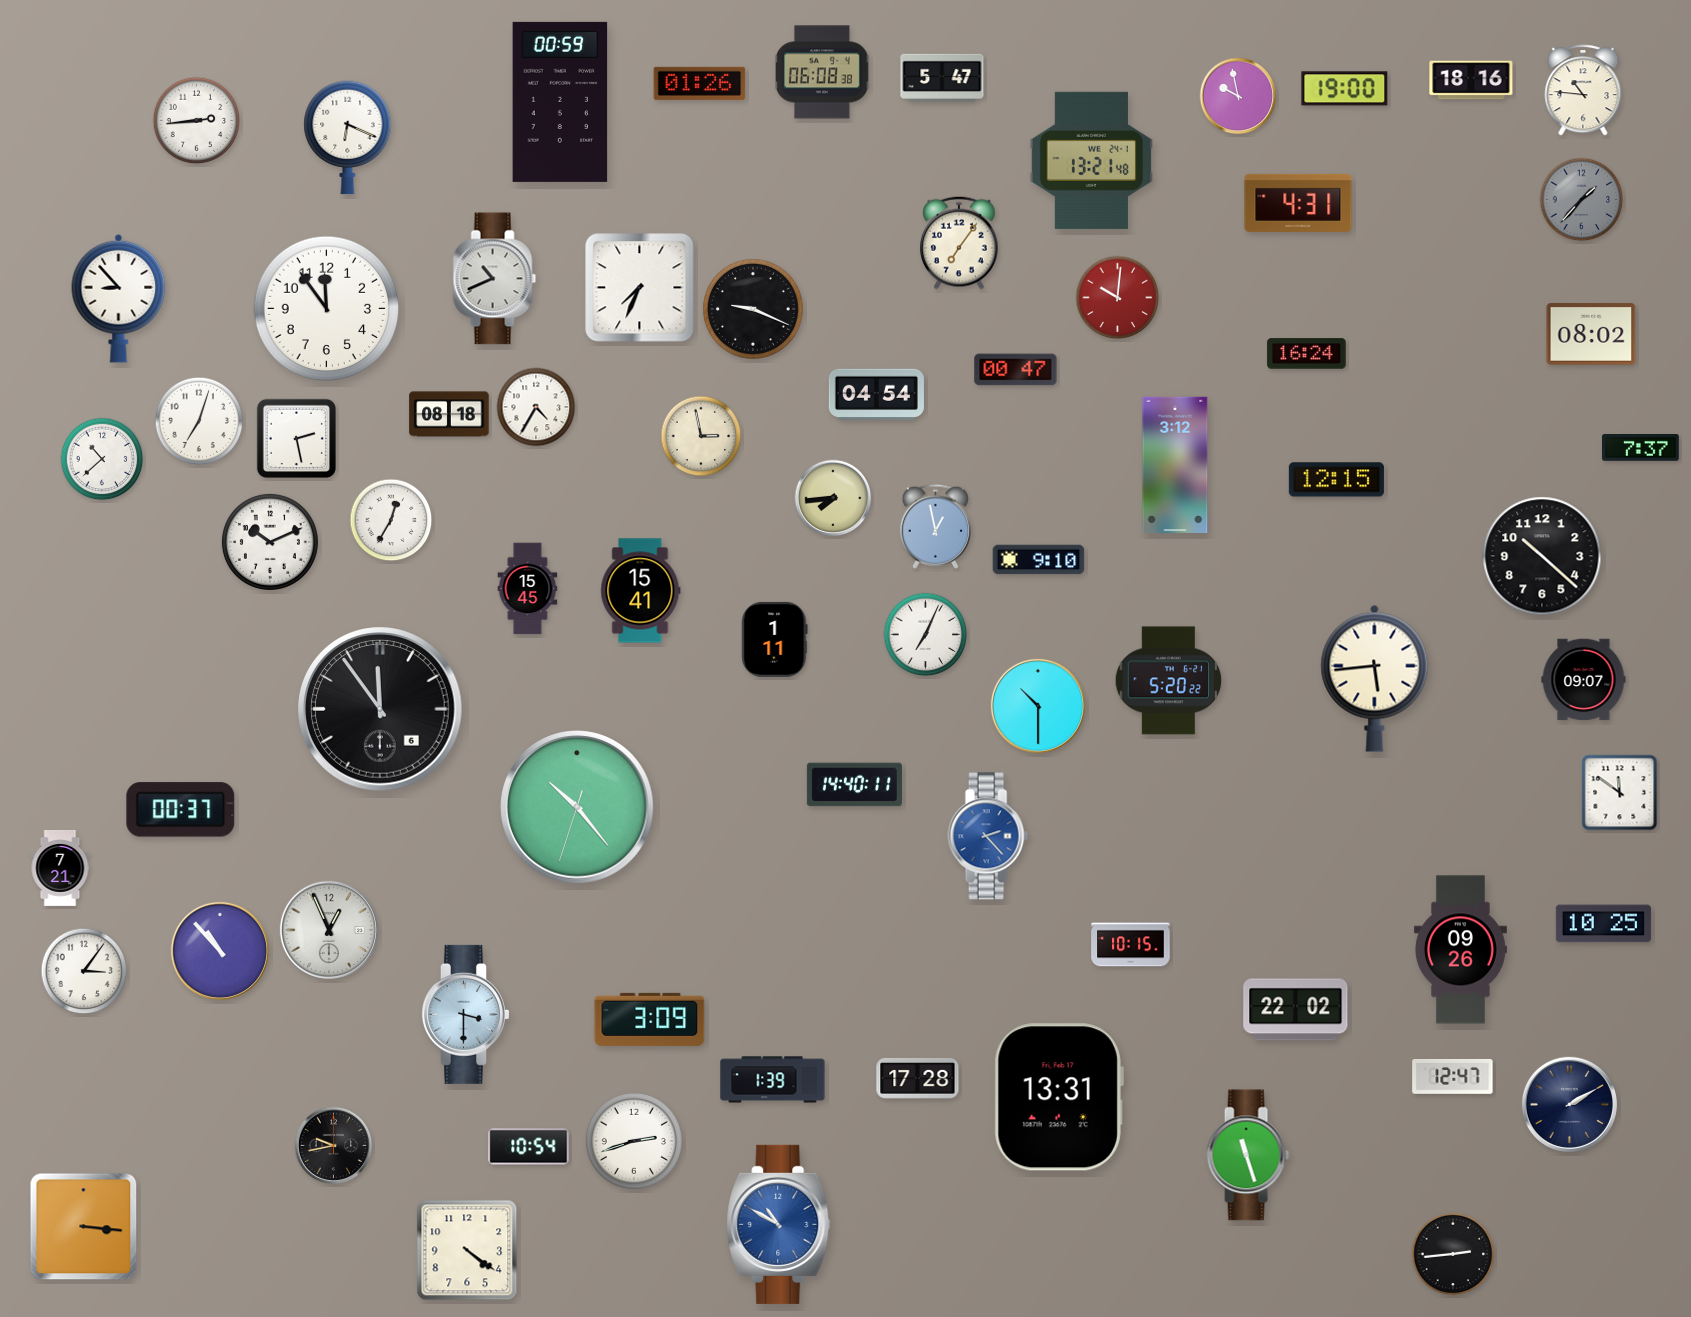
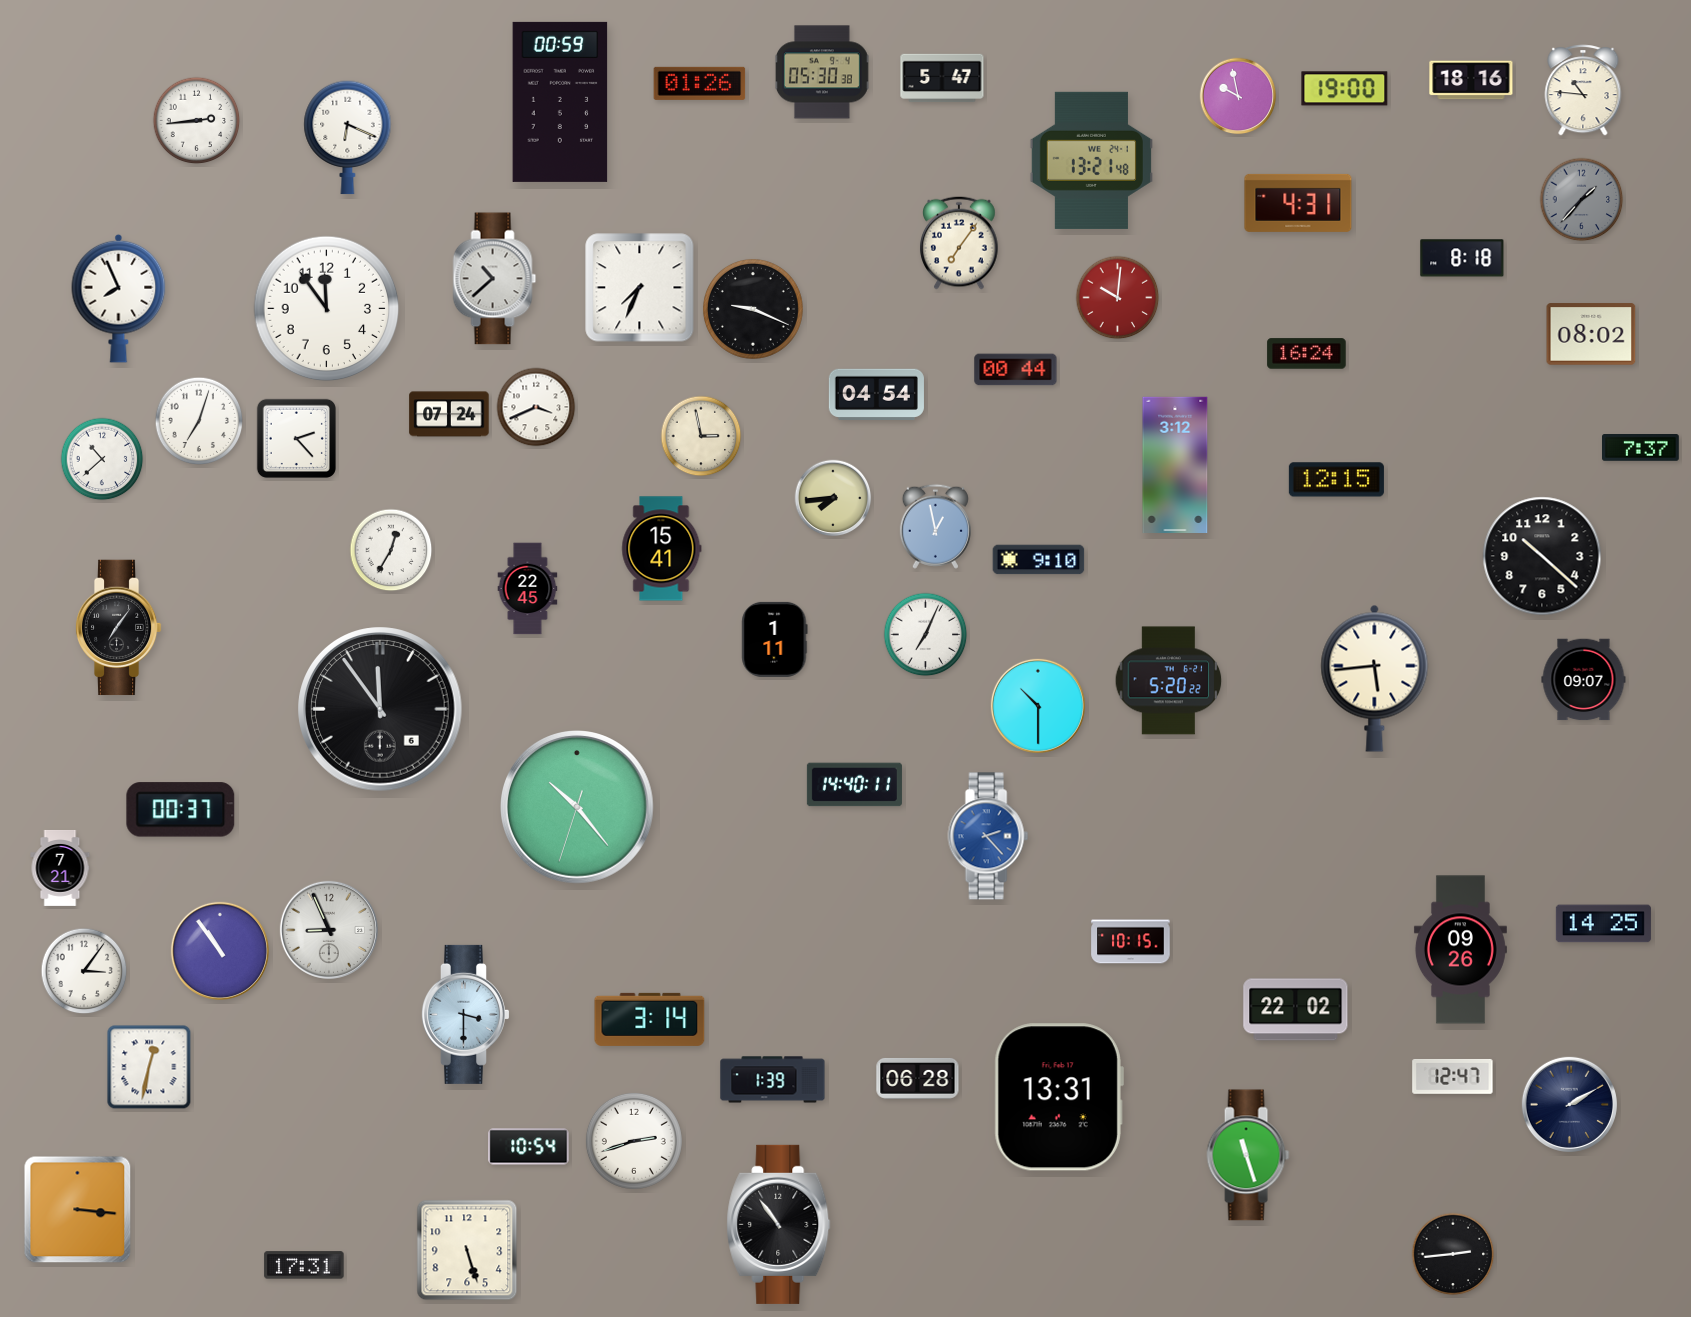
clock at (822, 72): 06:08 -> 05:30
clock at (1462, 258): none -> 8:18
clock at (495, 279): 10:41 -> 10:38
clock at (119, 298): 8:53 -> 7:56
clock at (1016, 370): 00:47 -> 00:44
clock at (536, 407): 4:35 -> 3:41
clock at (449, 414): 08:18 -> 07:24
clock at (296, 438): 2:28 -> 2:23
clock at (391, 520) position: (391, 520) -> (391, 550)
clock at (270, 542): 10:11 -> none
clock at (528, 589): 15:45 -> 22:45
clock at (641, 591) position: (641, 591) -> (662, 549)
clock at (118, 628): none -> 7:06
clock at (1620, 793): 11:51 -> none
clock at (1603, 924): 10:25 -> 14:25
clock at (329, 930): 12:56 -> 8:56
clock at (1131, 945) position: (1131, 945) -> (1131, 942)
clock at (220, 951): 10:53 -> 10:54
clock at (650, 1019): 3:09 -> 3:14
clock at (149, 1067): none -> 12:32
clock at (918, 1078): 17:28 -> 06:28
clock at (334, 1146): 9:43 -> none
clock at (779, 1224): 10:50 -> 10:54
clock at (779, 1224) dial: blue -> black
clock at (84, 1227) position: (84, 1227) -> (78, 1210)
clock at (467, 1250): 4:21 -> 5:27
clock at (304, 1265): none -> 17:31
